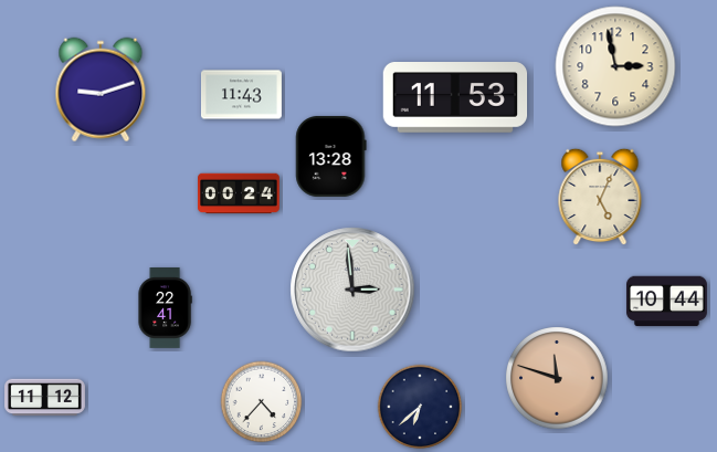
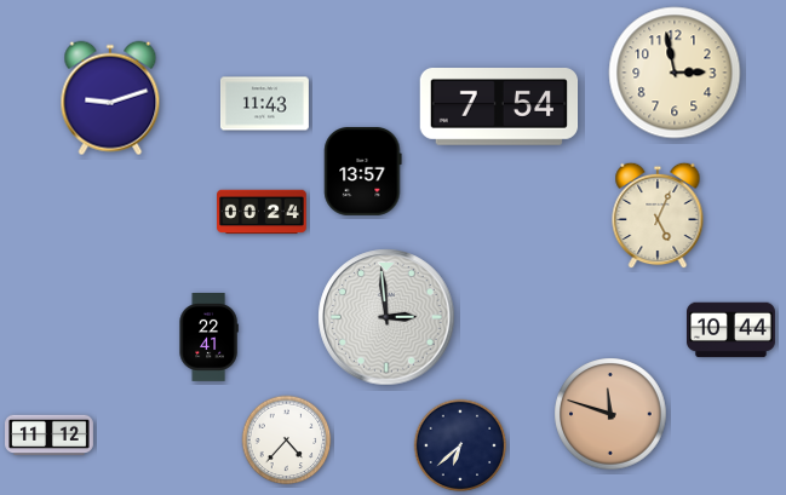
clock at (455, 98): 11:53 -> 7:54
clock at (331, 156): 13:28 -> 13:57
clock at (165, 308) position: (165, 308) -> (208, 338)
